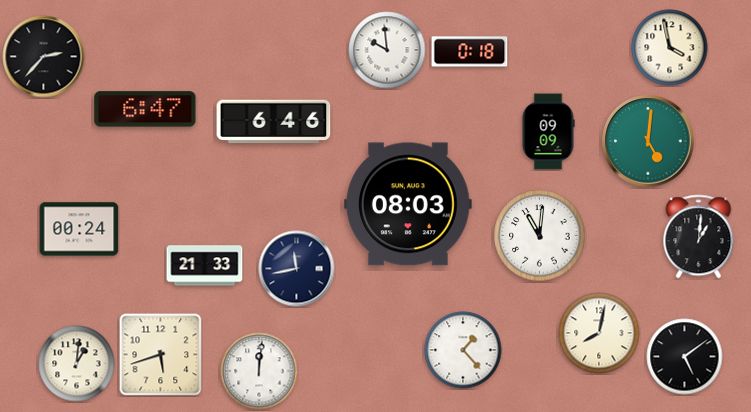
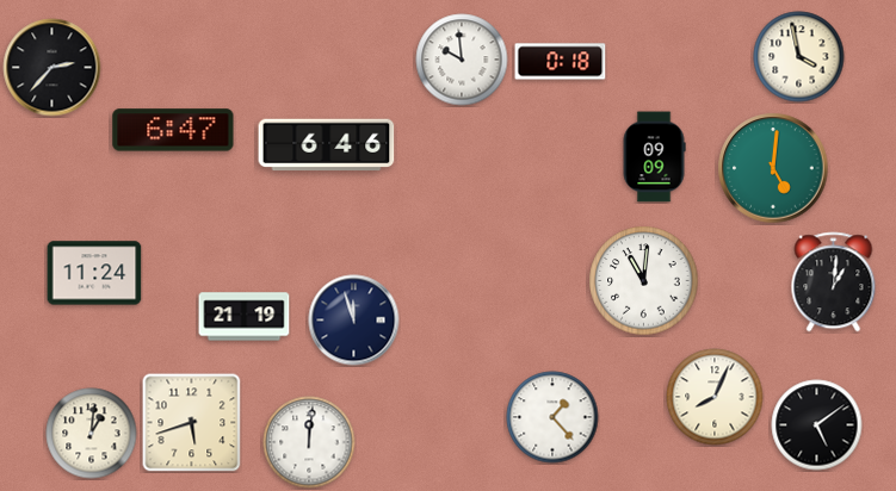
clock at (408, 204): 08:03 -> none
clock at (79, 229): 00:24 -> 11:24
clock at (205, 266): 21:33 -> 21:19
clock at (297, 269): 11:43 -> 11:57
clock at (599, 333): 8:02 -> 8:04
